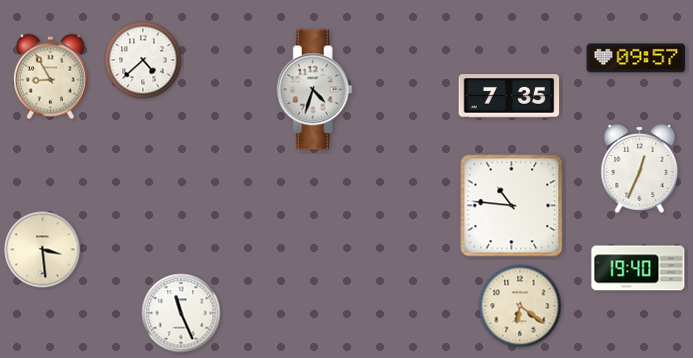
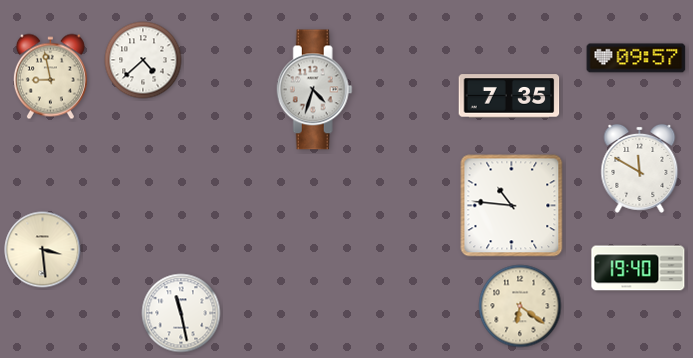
clock at (50, 77): 8:55 -> 8:58
clock at (640, 168): 12:34 -> 11:50
clock at (181, 313): 11:26 -> 11:28
